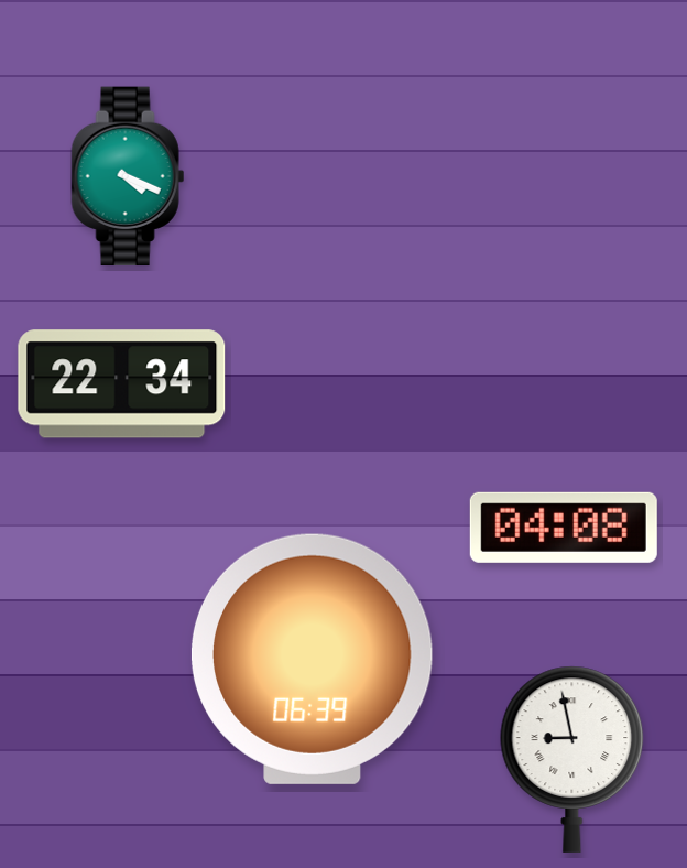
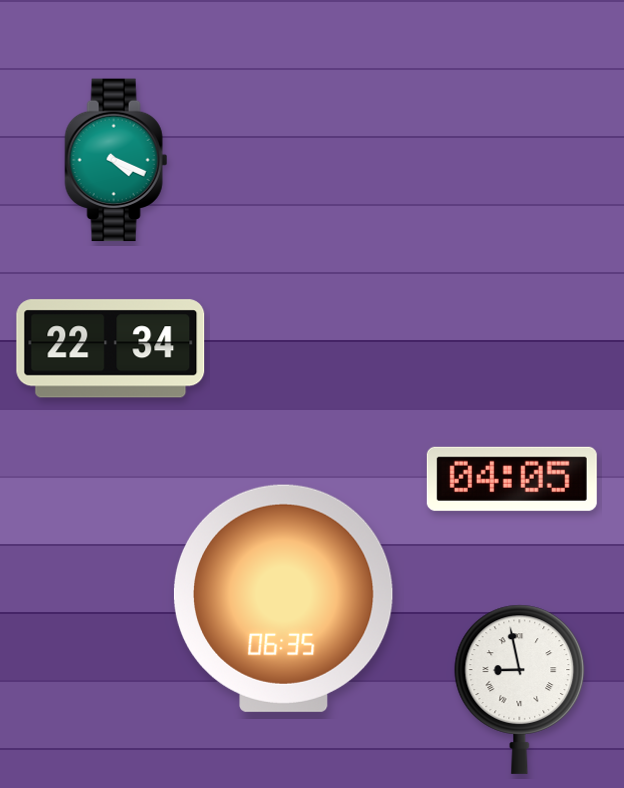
clock at (564, 528): 04:08 -> 04:05
clock at (312, 659): 06:39 -> 06:35
